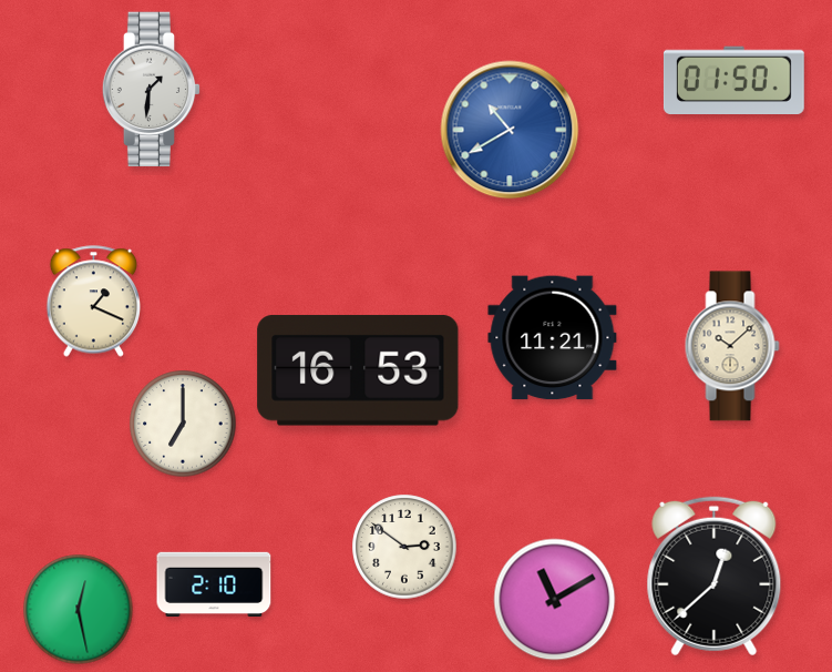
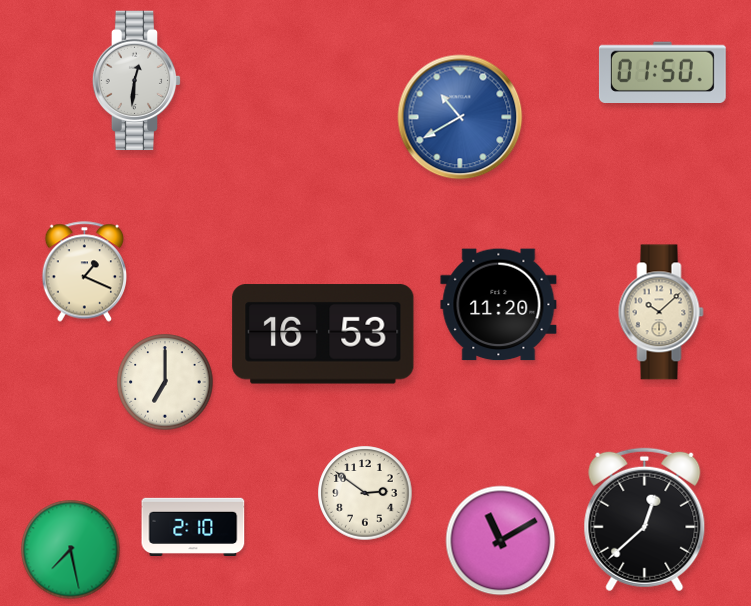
clock at (152, 90): 1:31 -> 12:31
clock at (553, 338): 11:21 -> 11:20
clock at (79, 610): 12:28 -> 7:28
